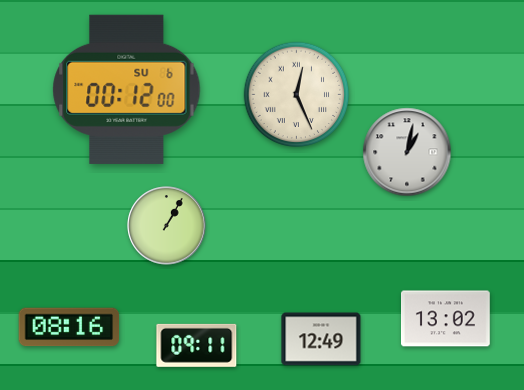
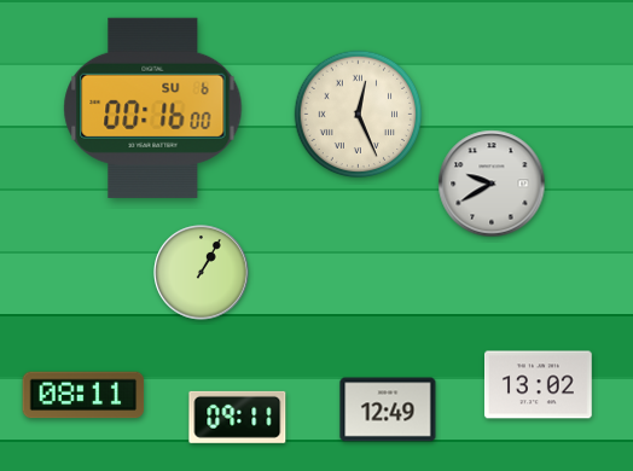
clock at (127, 89): 00:12 -> 00:16
clock at (407, 152): 1:02 -> 9:40
clock at (69, 327): 08:16 -> 08:11
